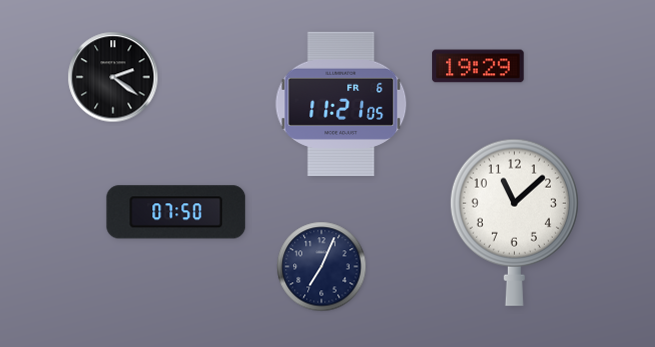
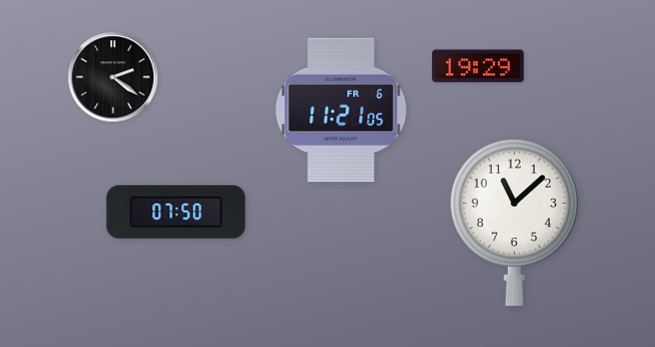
clock at (341, 104) position: (341, 104) -> (341, 110)
clock at (322, 267): 7:04 -> none
